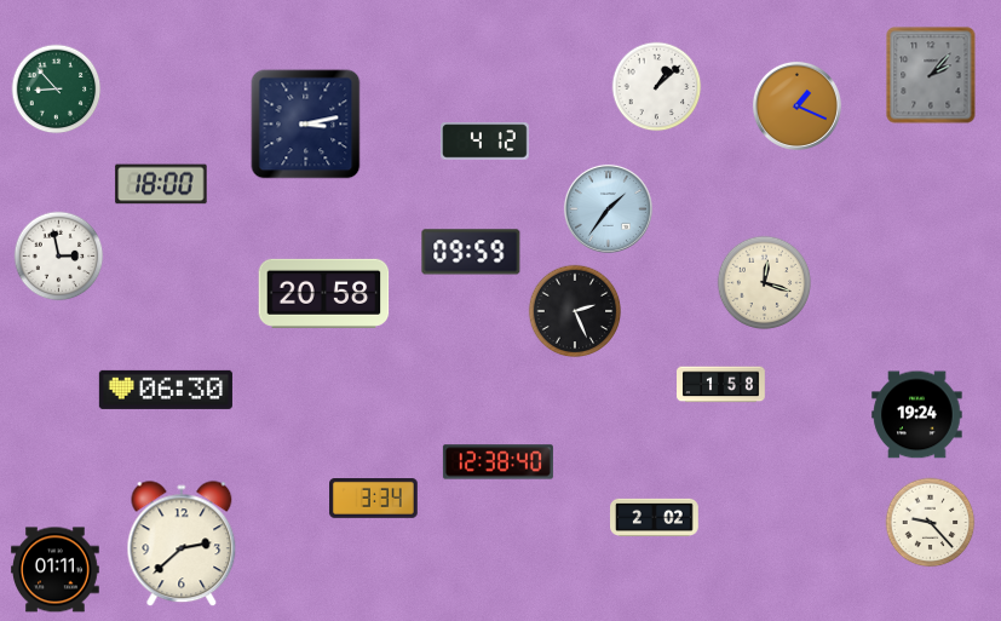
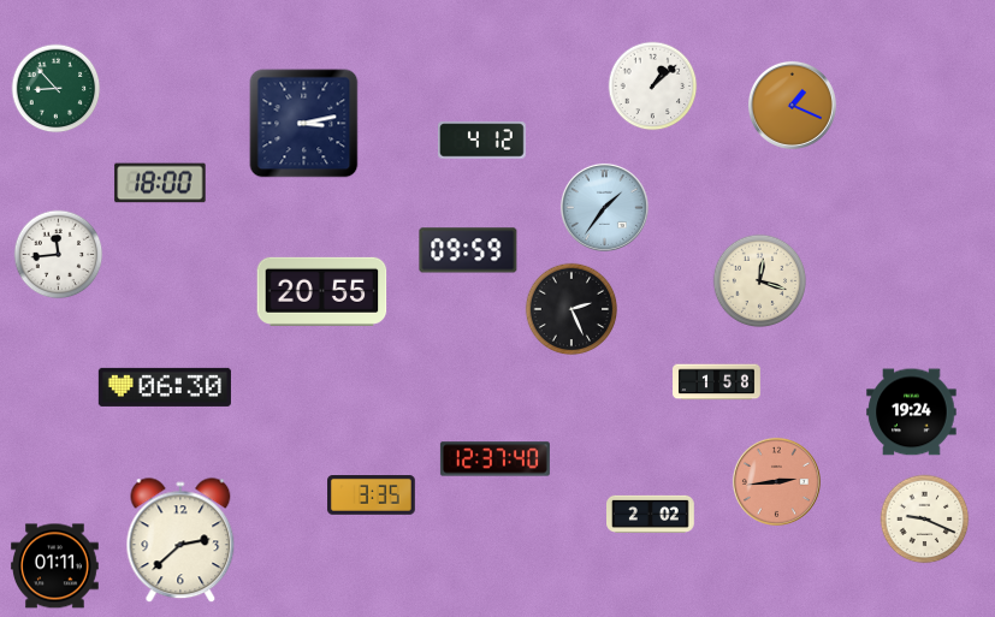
clock at (931, 75): 2:07 -> none
clock at (59, 257): 2:58 -> 11:44
clock at (324, 293): 20:58 -> 20:55
clock at (497, 462): 12:38 -> 12:37
clock at (776, 481): none -> 2:44
clock at (374, 499): 3:34 -> 3:35
clock at (931, 523): 9:23 -> 9:19
